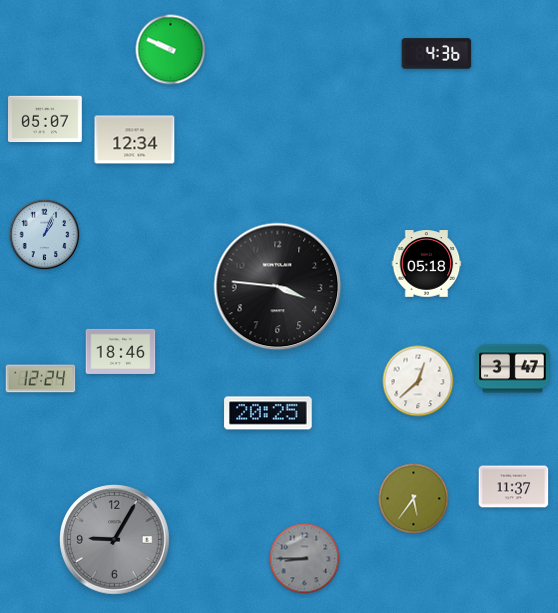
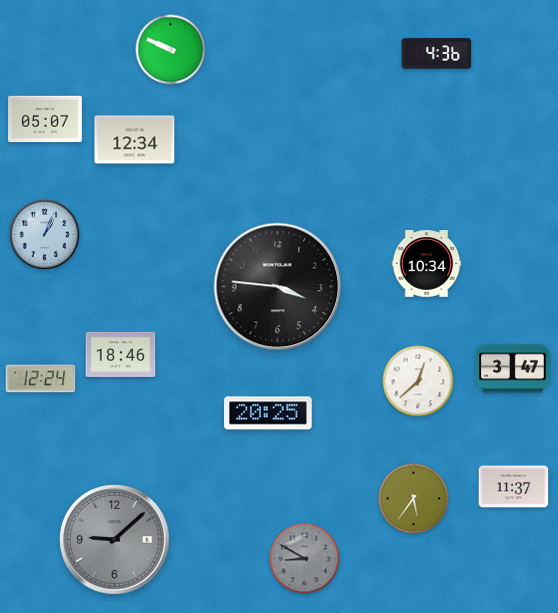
clock at (427, 264): 05:18 -> 10:34
clock at (121, 351) position: (121, 351) -> (121, 354)
clock at (115, 540): 9:05 -> 9:08
clock at (305, 559): 8:45 -> 8:50
